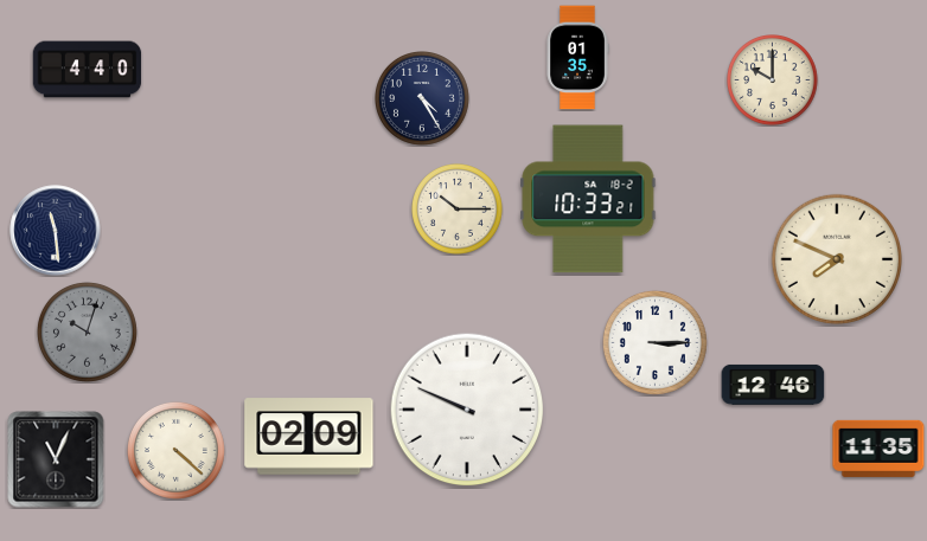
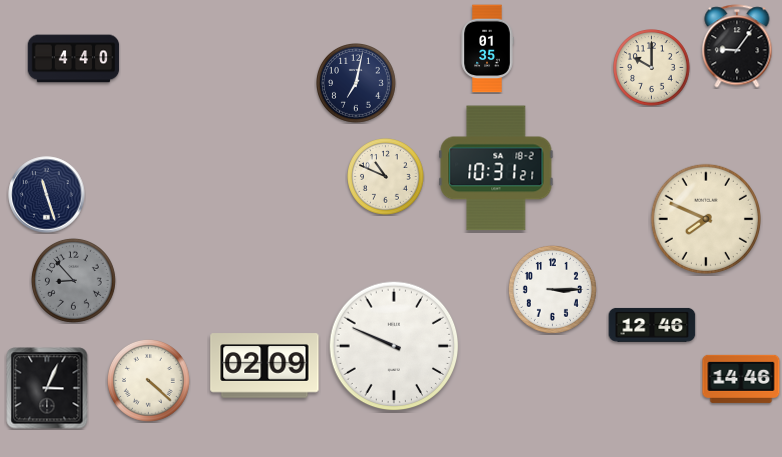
clock at (737, 46): none -> 9:06
clock at (423, 99): 4:25 -> 7:02
clock at (588, 199): 10:33 -> 10:31
clock at (458, 210): 10:15 -> 10:49
clock at (56, 231): 11:29 -> 11:27
clock at (87, 331): 10:03 -> 8:53
clock at (309, 437) position: (309, 437) -> (265, 366)
clock at (878, 449): 11:35 -> 14:46
clock at (56, 459): 11:04 -> 3:04
